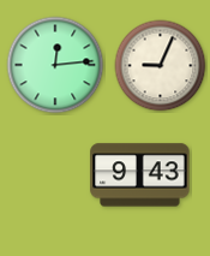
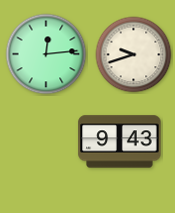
clock at (161, 66): 9:04 -> 9:42
clock at (140, 175) position: (140, 175) -> (120, 142)
